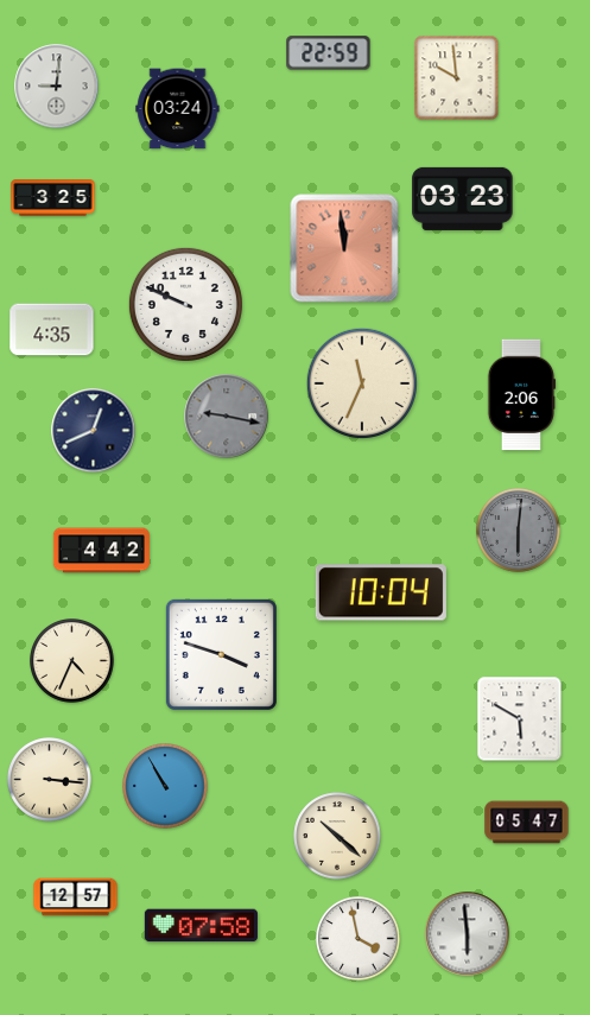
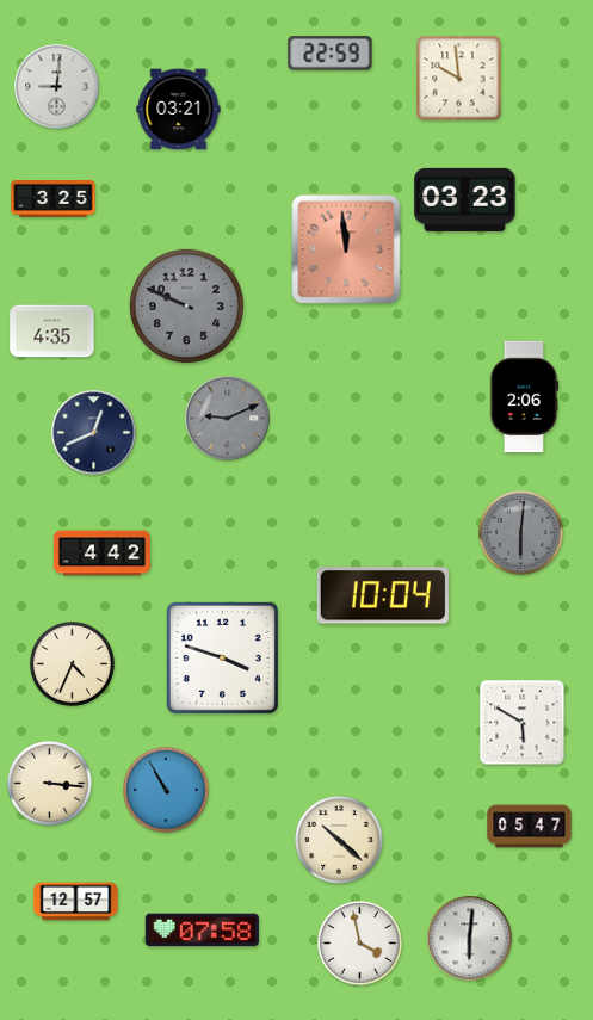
clock at (178, 109): 03:24 -> 03:21
clock at (185, 304) dial: white -> grey
clock at (361, 382): 11:34 -> none
clock at (227, 417): 9:17 -> 9:11
clock at (468, 934): 5:59 -> 6:01
